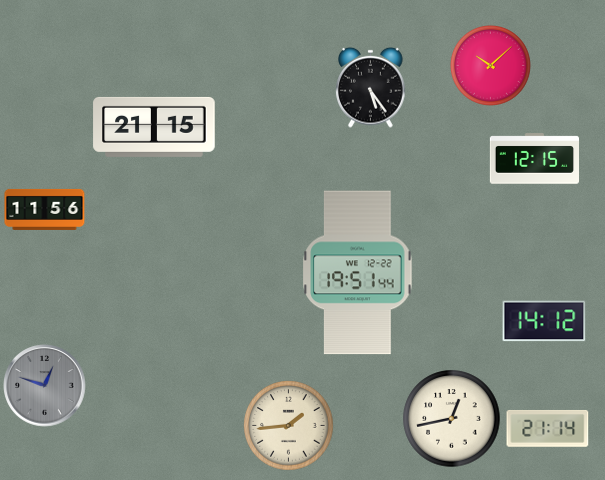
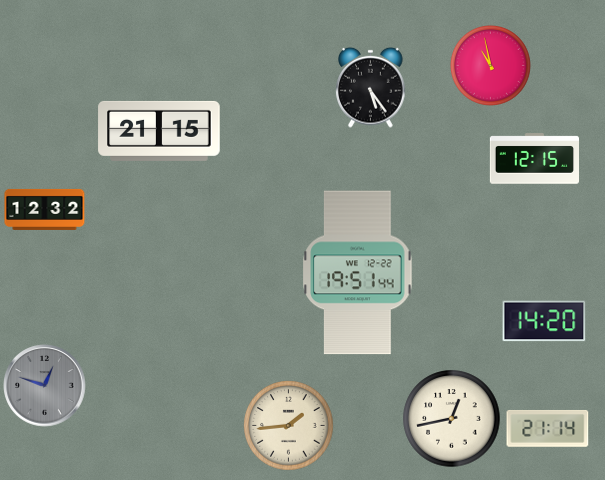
clock at (490, 65): 10:08 -> 10:58
clock at (154, 127) position: (154, 127) -> (159, 131)
clock at (45, 209): 11:56 -> 12:32
clock at (544, 321): 14:12 -> 14:20
